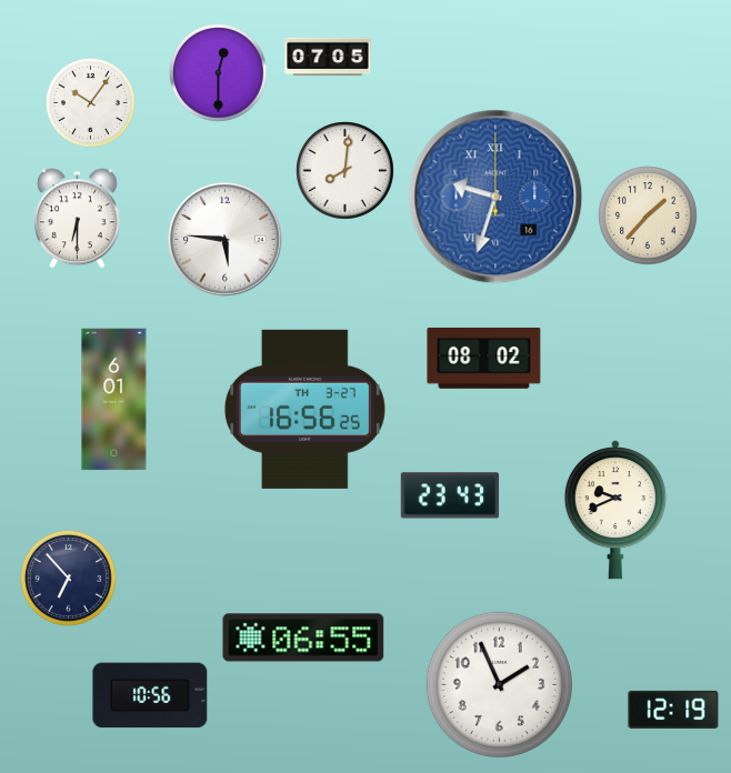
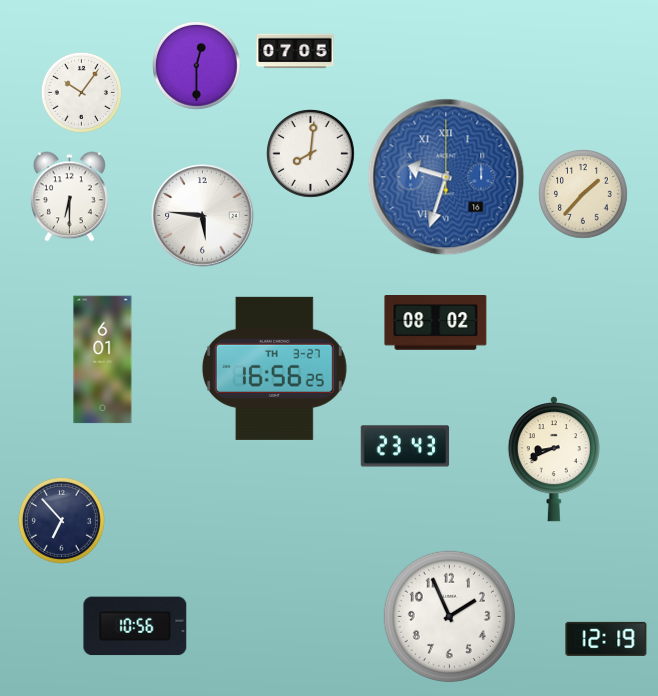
clock at (615, 510): 9:41 -> 8:41
clock at (303, 638): 06:55 -> none
